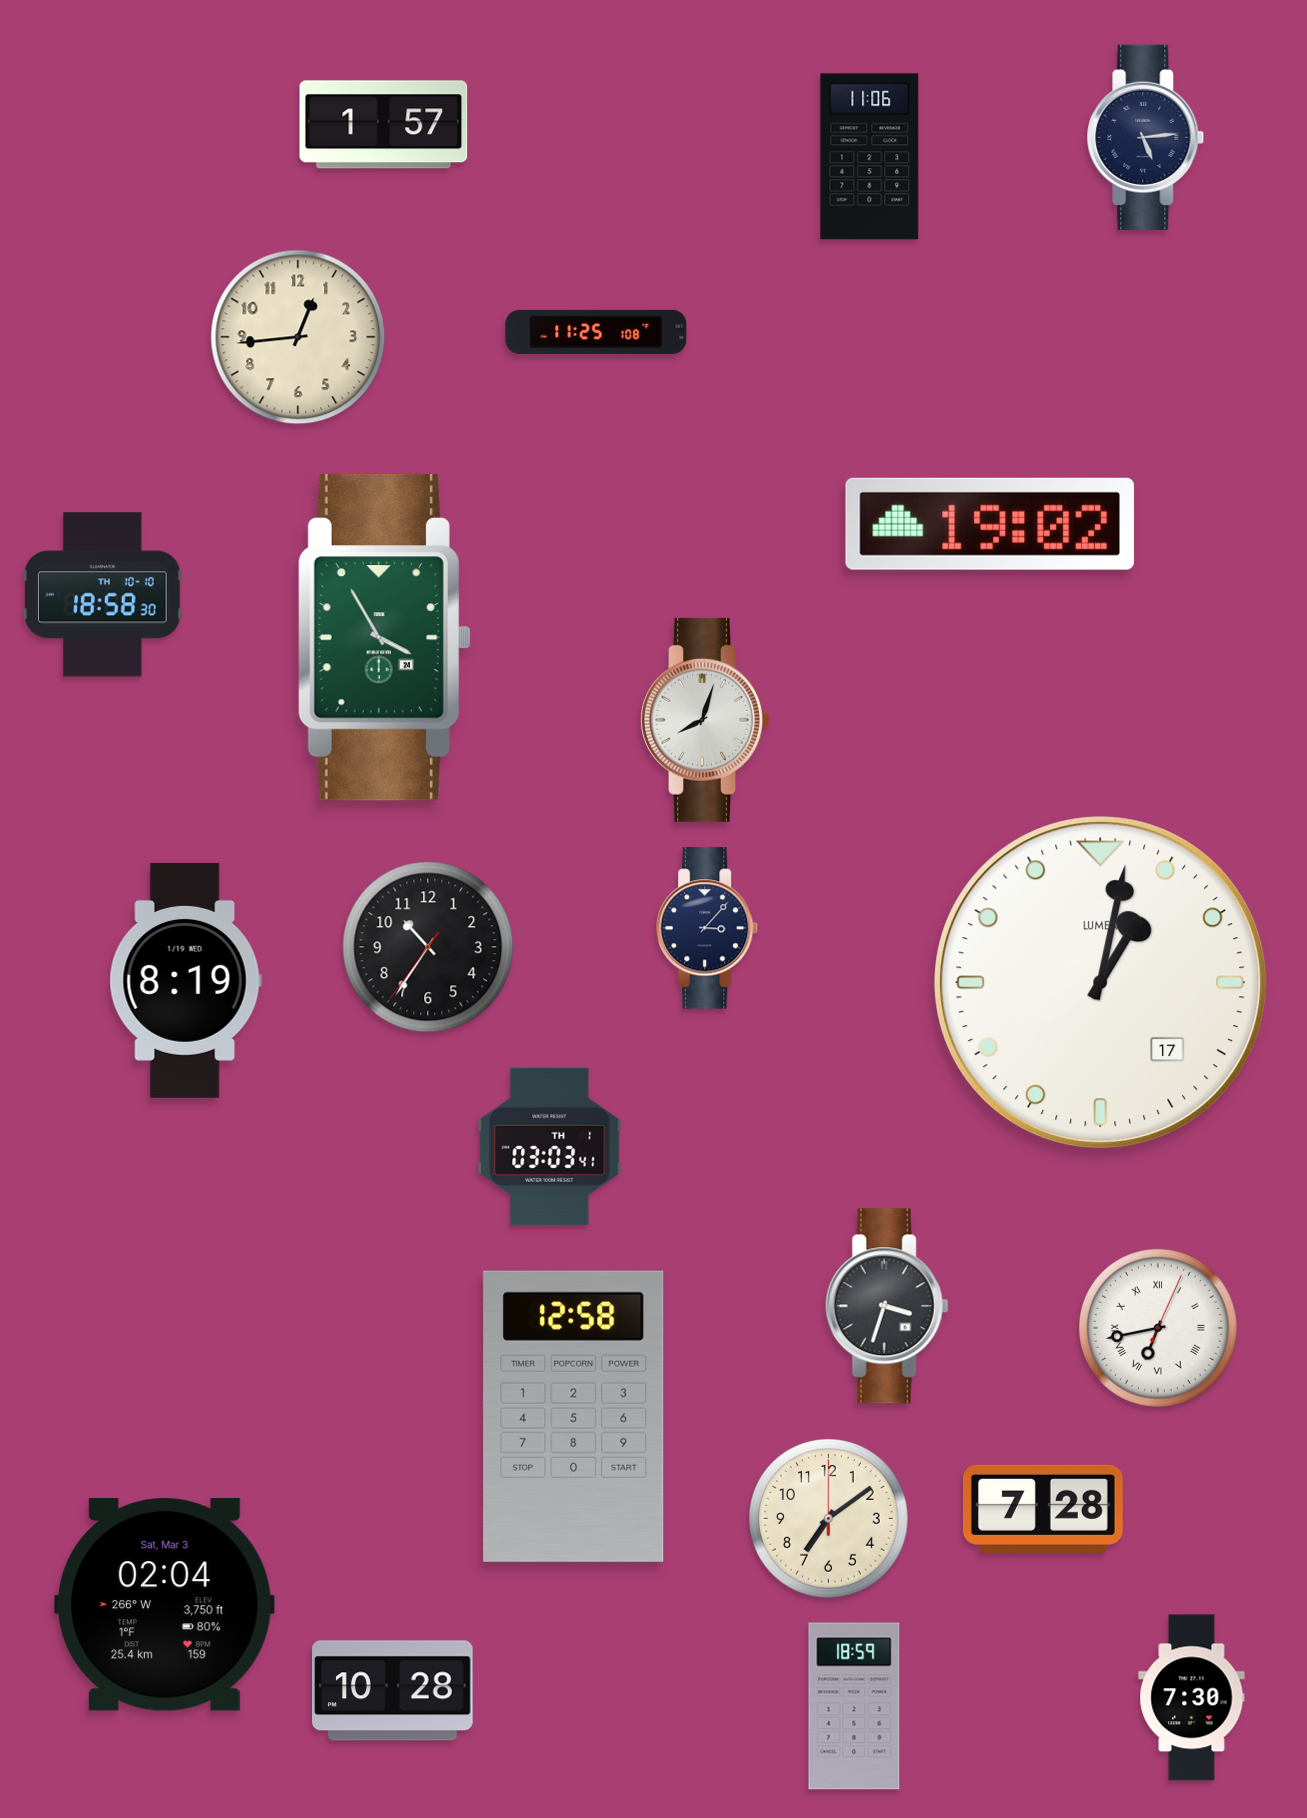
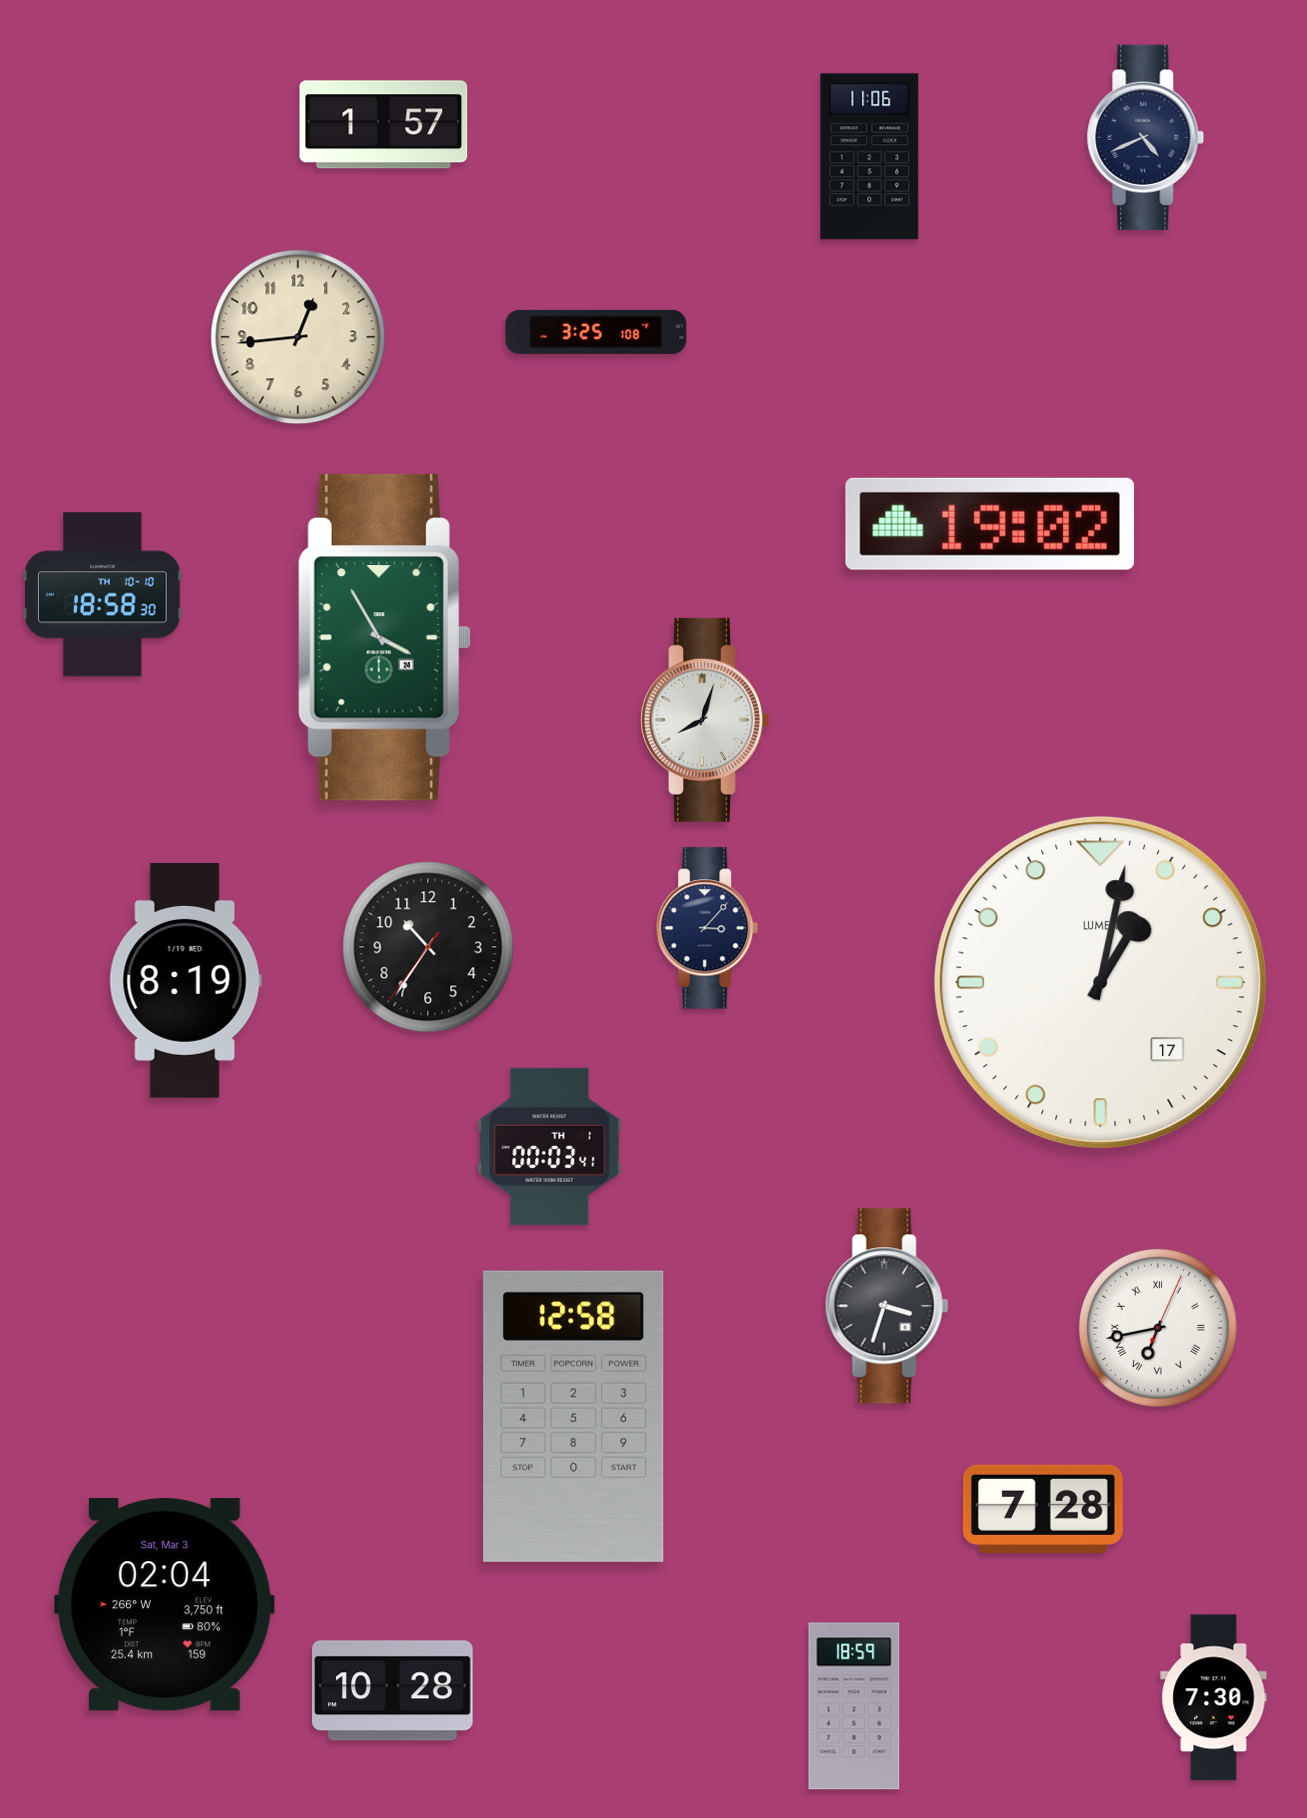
clock at (1146, 137): 5:14 -> 4:41
clock at (596, 332): 11:25 -> 3:25
clock at (550, 1146): 03:03 -> 00:03
clock at (828, 1518): 7:09 -> none
clock at (1192, 1698) position: (1192, 1698) -> (1214, 1698)
